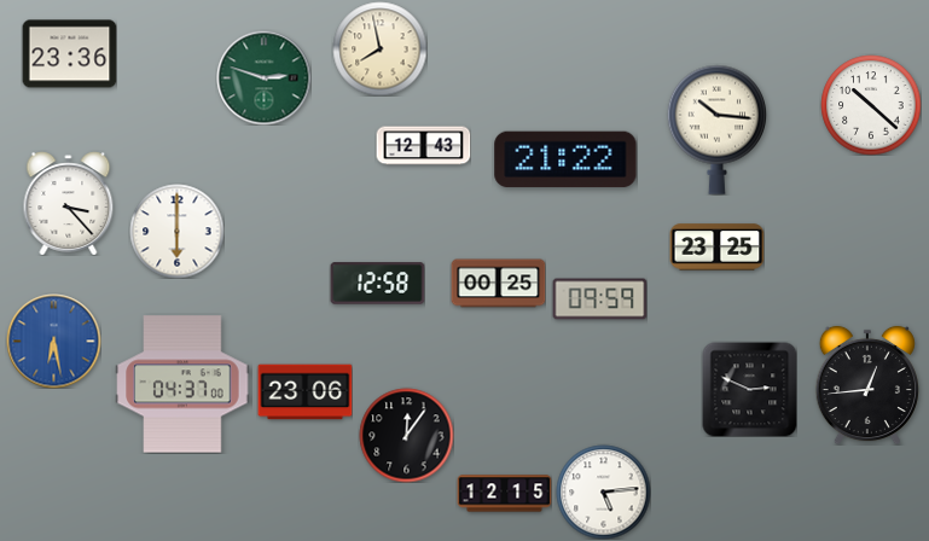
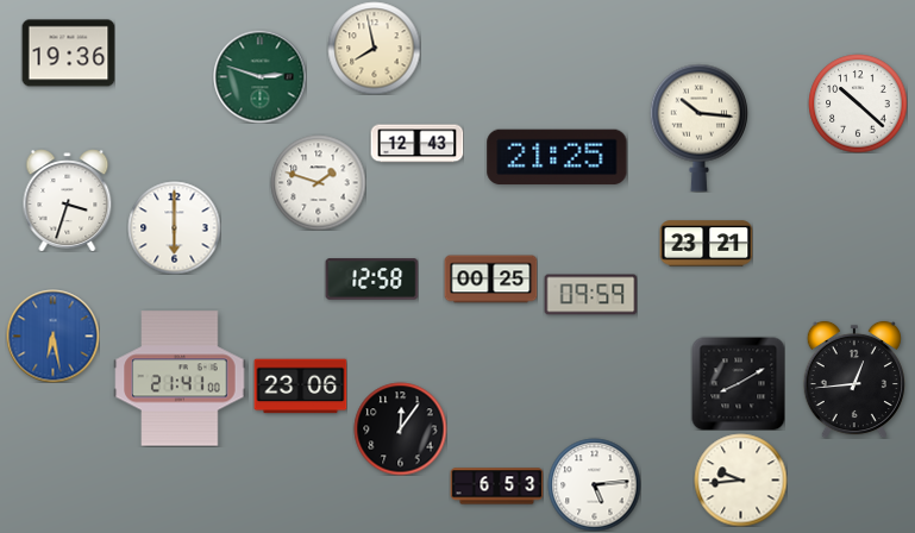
clock at (69, 54): 23:36 -> 19:36
clock at (716, 129) position: (716, 129) -> (698, 127)
clock at (565, 159): 21:22 -> 21:25
clock at (318, 182): none -> 1:48
clock at (69, 203): 3:23 -> 3:33
clock at (716, 248): 23:25 -> 23:21
clock at (182, 384): 04:37 -> 21:41
clock at (749, 389): 2:49 -> 8:10
clock at (740, 479): none -> 9:44
clock at (504, 494): 12:15 -> 6:53
